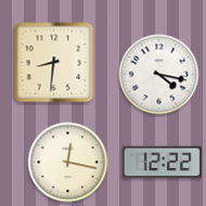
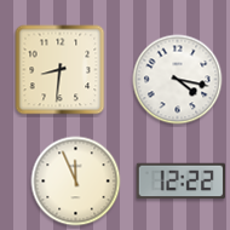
clock at (159, 75) position: (159, 75) -> (178, 80)
clock at (68, 163): 12:17 -> 11:56
